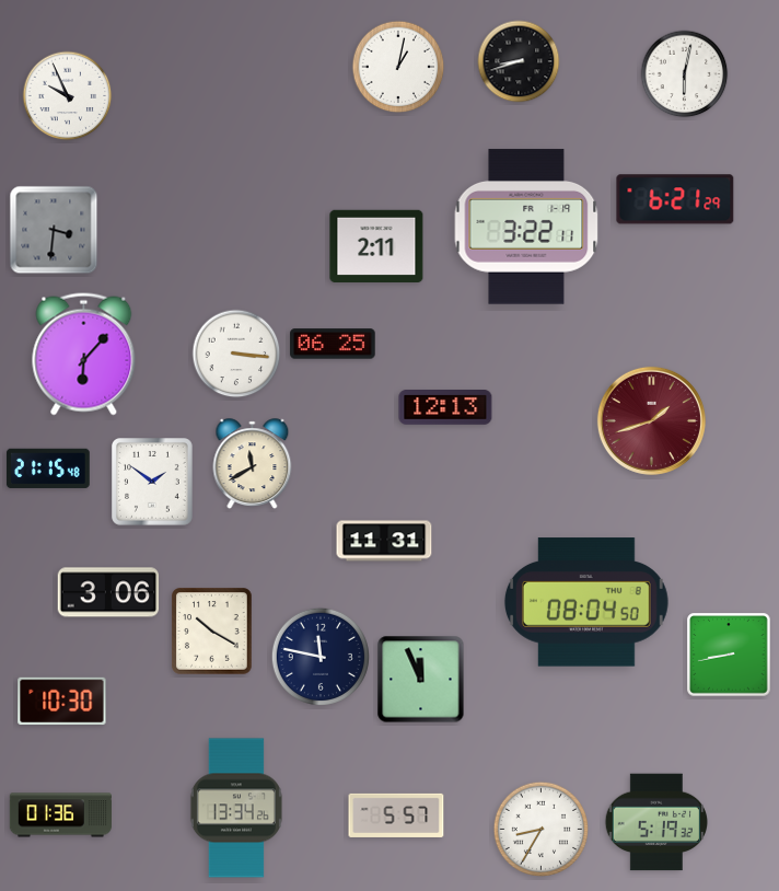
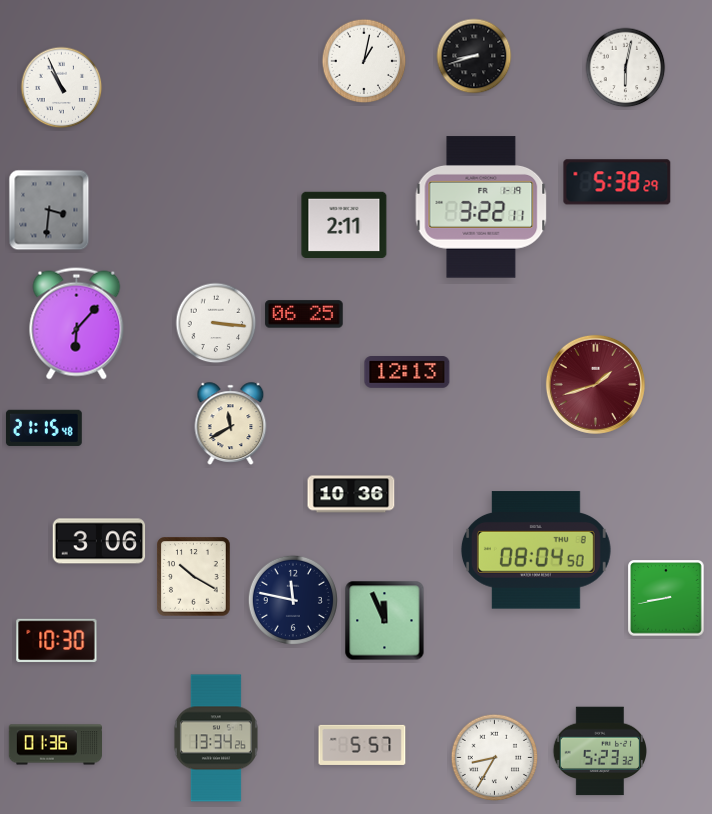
clock at (68, 96): 9:56 -> 10:56
clock at (675, 199): 6:21 -> 5:38
clock at (153, 483): 1:51 -> none
clock at (384, 541): 11:31 -> 10:36
clock at (655, 822): 5:19 -> 5:23
